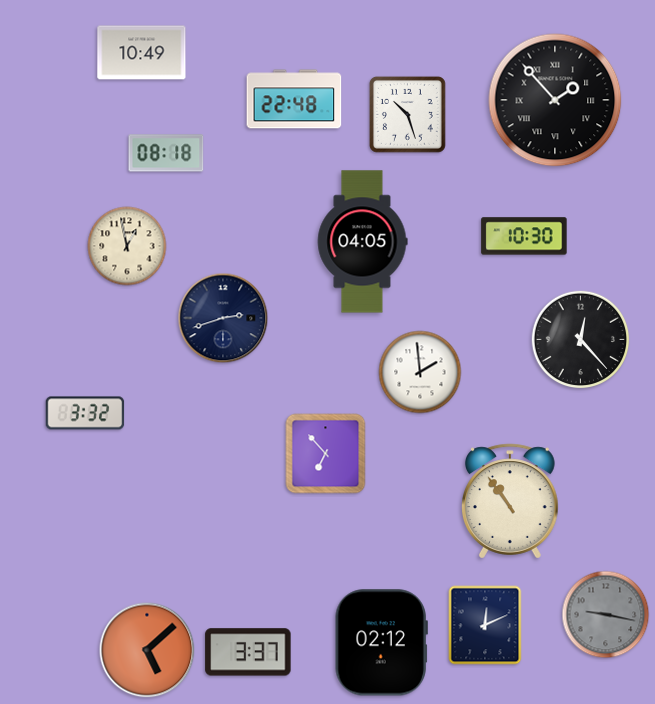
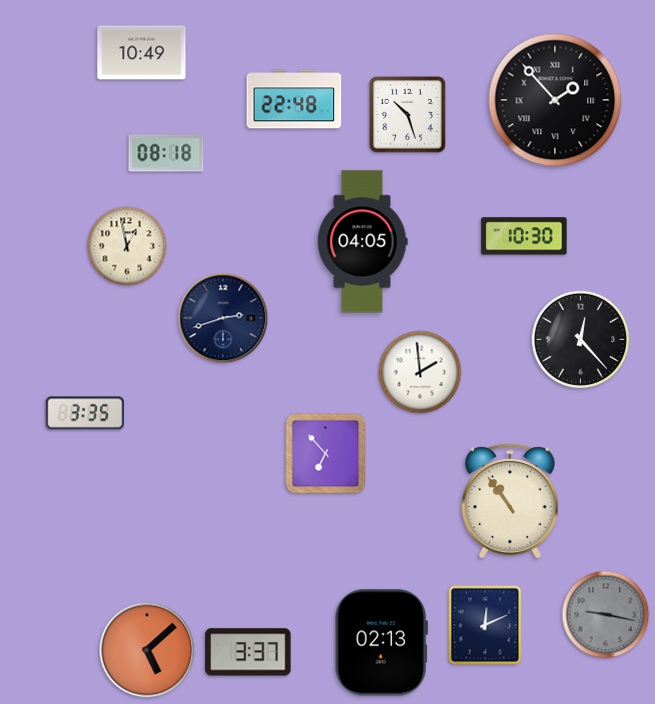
clock at (85, 413): 3:32 -> 3:35
clock at (381, 643): 02:12 -> 02:13
